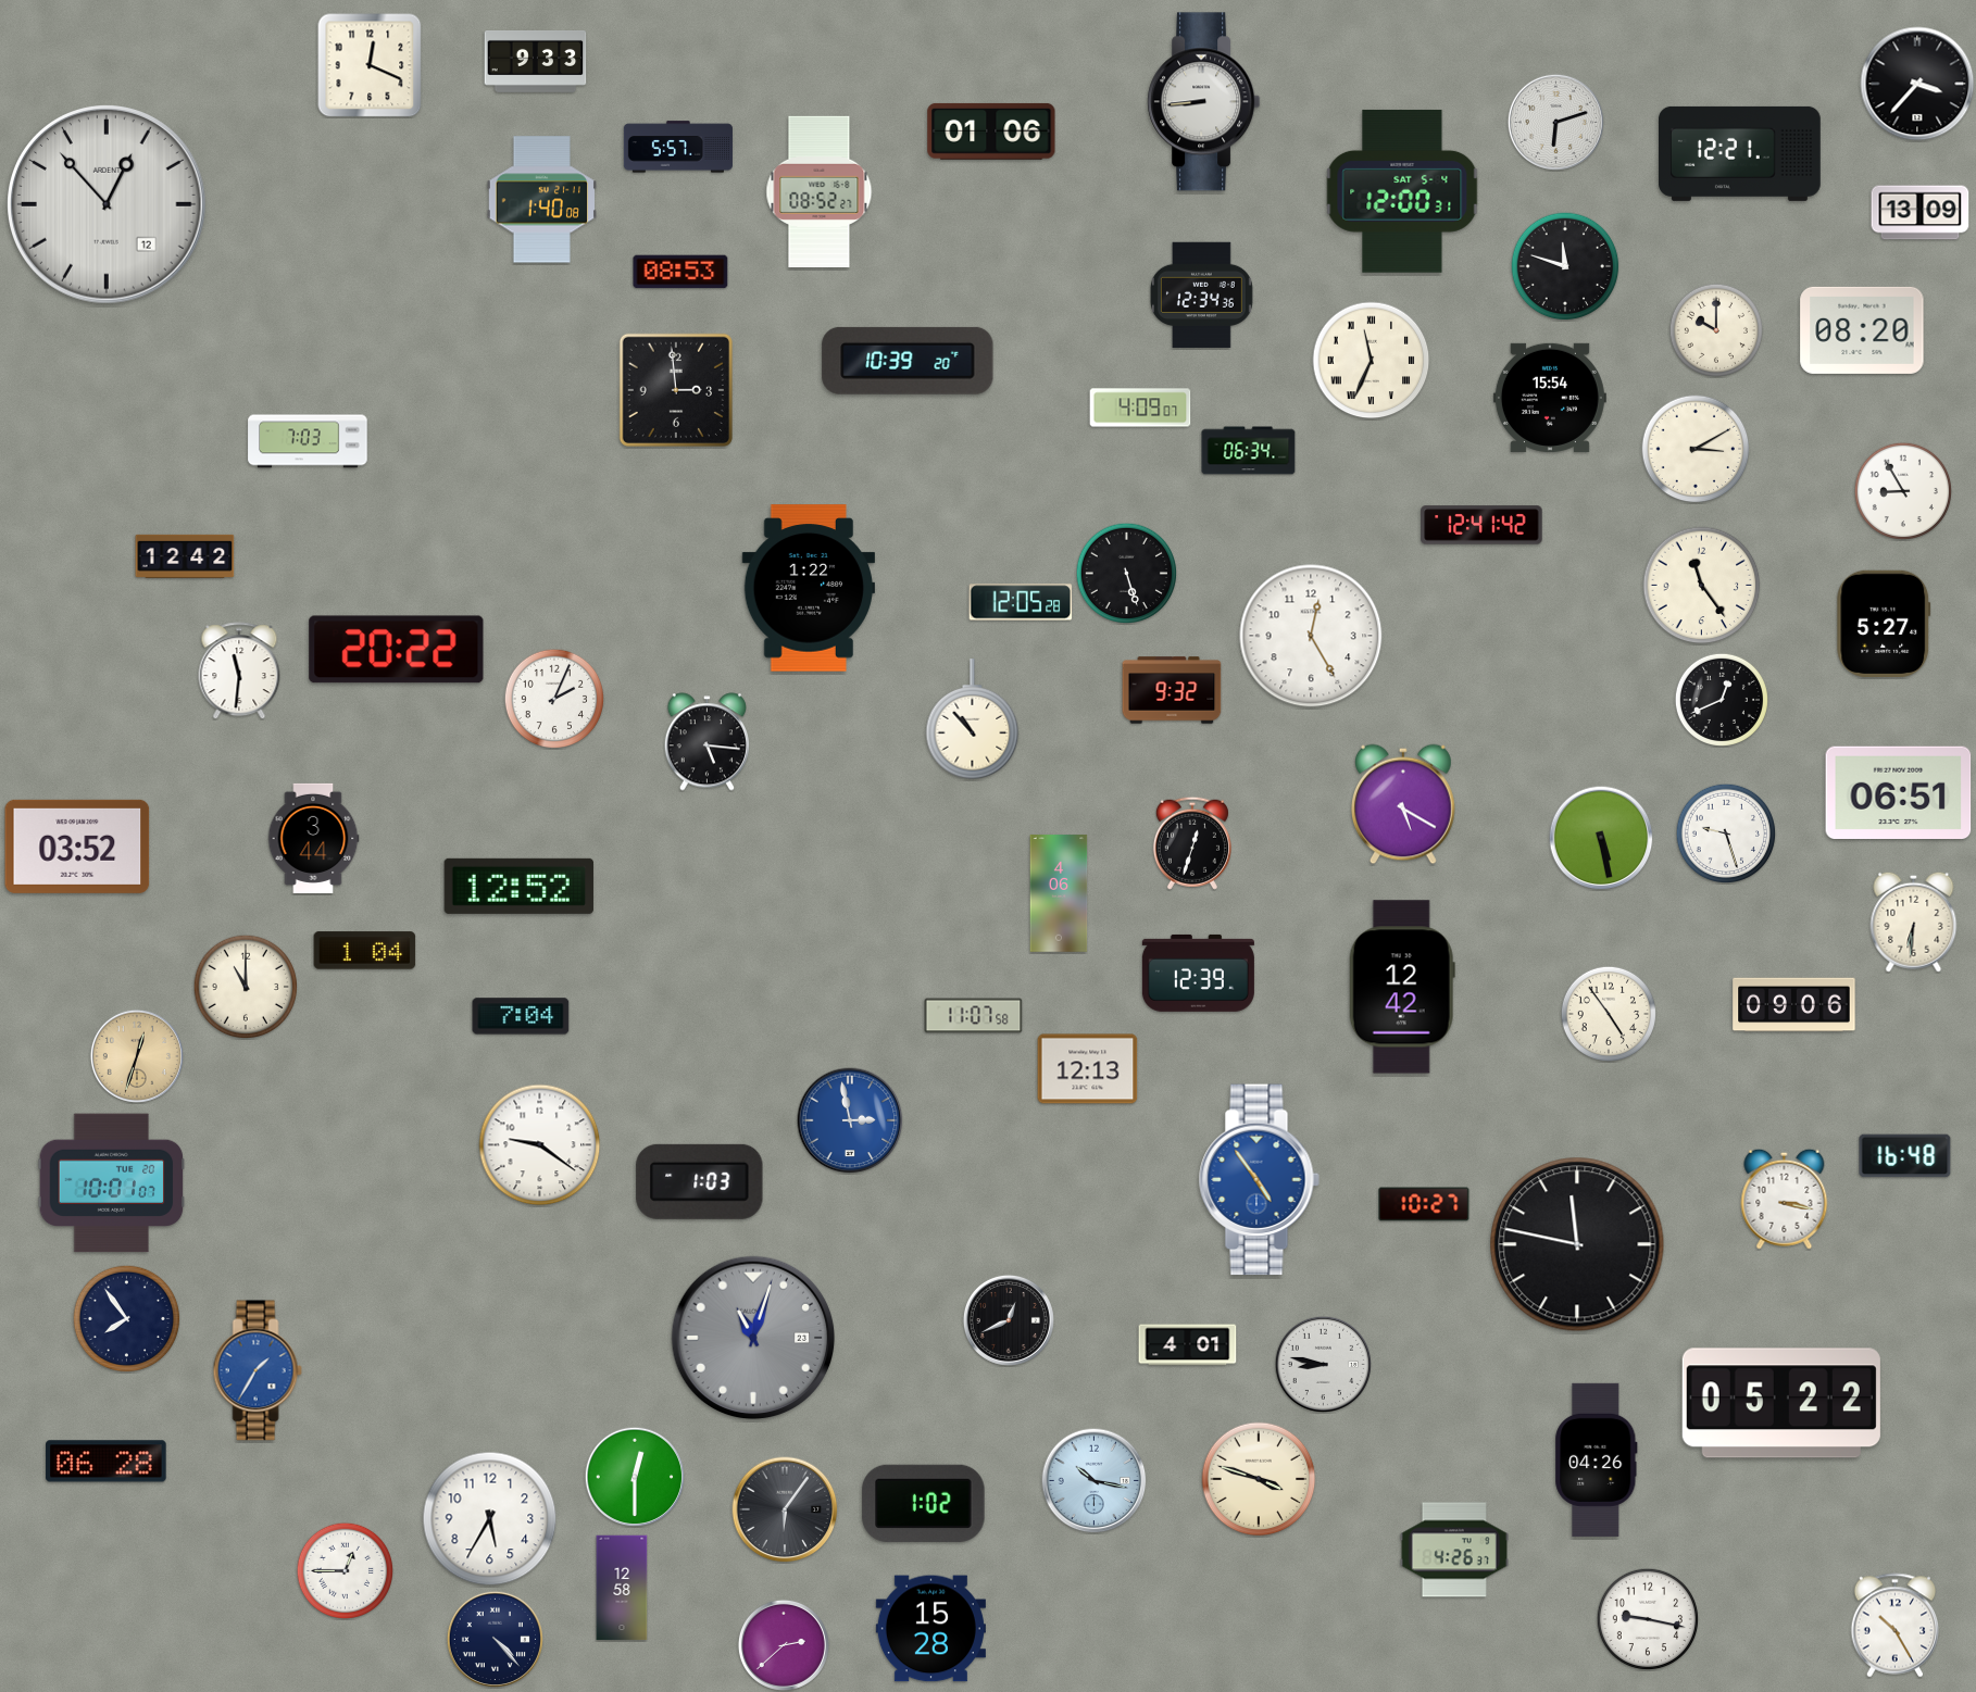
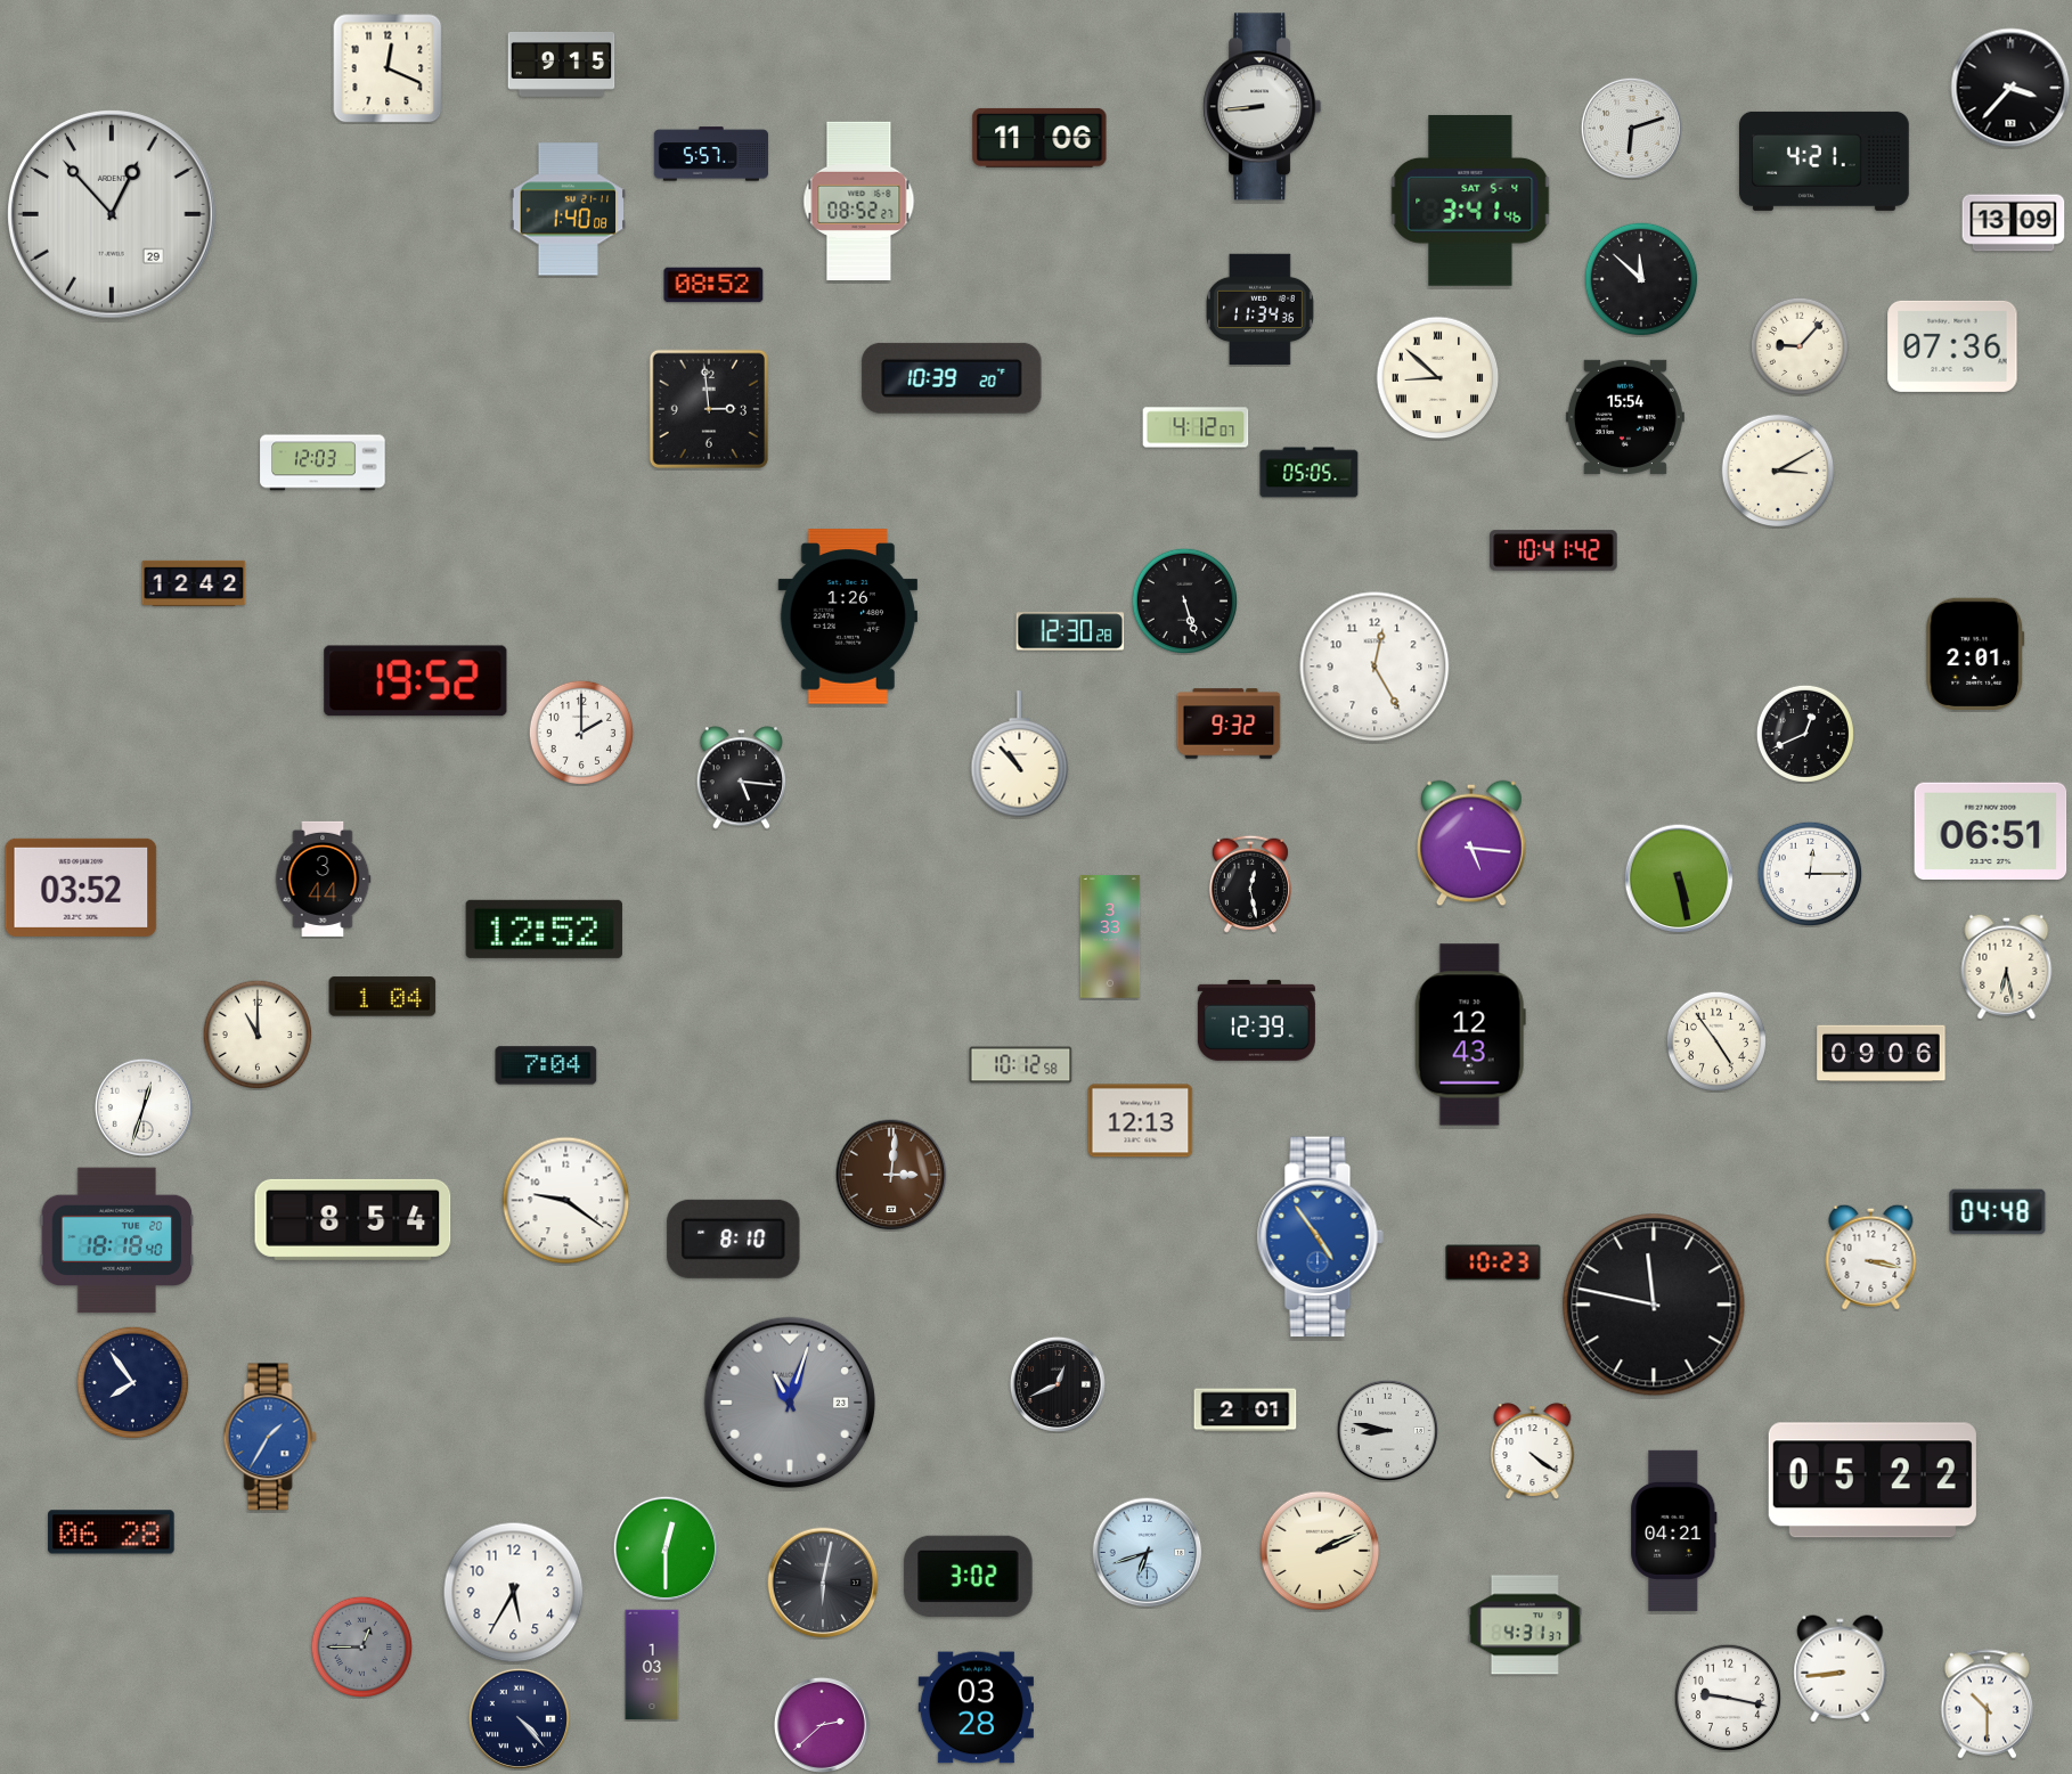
clock at (536, 61): 9:33 -> 9:15
clock at (991, 131): 01:06 -> 11:06
clock at (1740, 153): 12:21 -> 4:21
clock at (1402, 191): 12:00 -> 3:41
clock at (108, 205) date: 12 -> 29
clock at (1565, 266): 11:48 -> 11:52
clock at (680, 272): 08:53 -> 08:52
clock at (1201, 296): 12:34 -> 11:34
clock at (1715, 329): 10:00 -> 9:07
clock at (1862, 330): 08:20 -> 07:36
clock at (1372, 361): 11:34 -> 8:52
clock at (1140, 408): 4:09 -> 4:12
clock at (308, 441): 7:03 -> 12:03
clock at (1249, 451): 06:34 -> 05:05
clock at (1902, 490): 8:55 -> none
clock at (1481, 525): 12:41 -> 10:41
clock at (1126, 573) position: (1126, 573) -> (1184, 600)
clock at (1702, 586): 11:24 -> none
clock at (808, 588): 1:22 -> 1:26
clock at (1021, 602): 12:05 -> 12:30
clock at (1884, 624): 5:27 -> 2:01
clock at (397, 650): 20:22 -> 19:52
clock at (239, 670): 11:31 -> none
clock at (554, 699): 2:04 -> 2:00
clock at (1404, 804): 5:20 -> 5:16
clock at (1726, 834): 9:27 -> 12:15
clock at (313, 838) position: (313, 838) -> (323, 878)
clock at (1192, 843): 12:33 -> 12:28
clock at (1059, 893): 4:06 -> 3:33
clock at (1914, 922): 6:31 -> 6:28
clock at (1402, 987): 12:42 -> 12:43
clock at (1608, 1013) position: (1608, 1013) -> (1715, 1040)
clock at (974, 1016): 11:07 -> 10:12
clock at (137, 1056) dial: champagne -> white
clock at (850, 1120): 2:58 -> 3:01
clock at (850, 1120) dial: blue -> brown
clock at (1905, 1156): 16:48 -> 04:48
clock at (353, 1219): none -> 8:54
clock at (700, 1181): 1:03 -> 8:10
clock at (112, 1183): 10:01 -> 18:18
clock at (1424, 1204): 10:27 -> 10:23
clock at (1188, 1345): 4:01 -> 2:01
clock at (1533, 1452): none -> 4:21
clock at (1781, 1403) position: (1781, 1403) -> (1873, 1480)
clock at (1597, 1459): 04:26 -> 04:21
clock at (1259, 1479): 3:48 -> 2:11
clock at (1095, 1481): 10:17 -> 6:42
clock at (924, 1503): 1:02 -> 3:02
clock at (785, 1509): 6:06 -> 6:02
clock at (1454, 1550): 4:26 -> 4:31
clock at (345, 1570) dial: white -> grey
clock at (622, 1588): 12:58 -> 1:03
clock at (1841, 1669): none -> 8:44
clock at (1896, 1626): 10:25 -> 10:30
clock at (930, 1629): 15:28 -> 03:28
